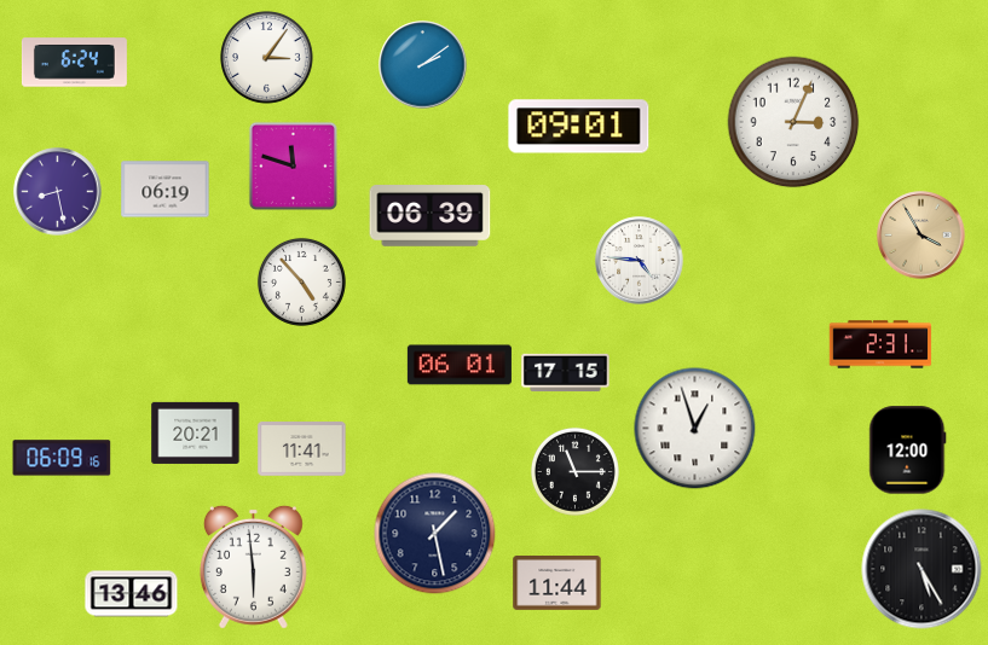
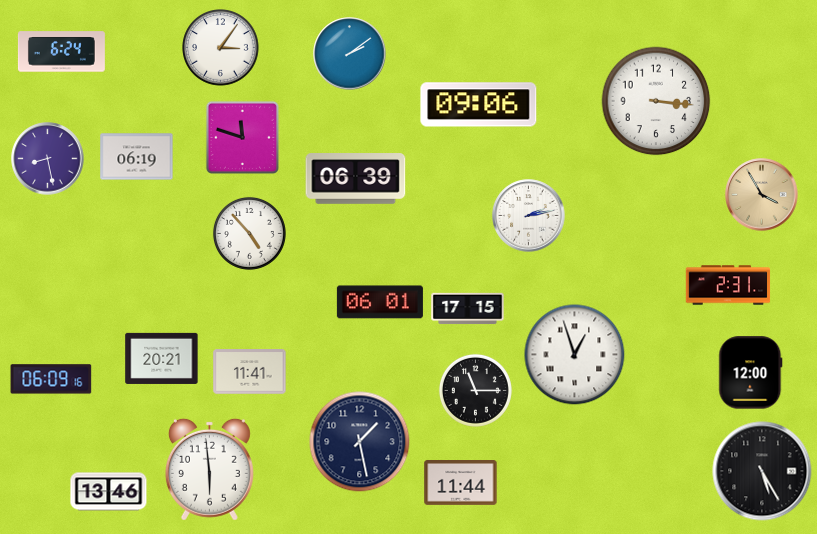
clock at (793, 122): 3:04 -> 3:16
clock at (579, 127): 09:01 -> 09:06
clock at (640, 261): 4:46 -> 2:13
